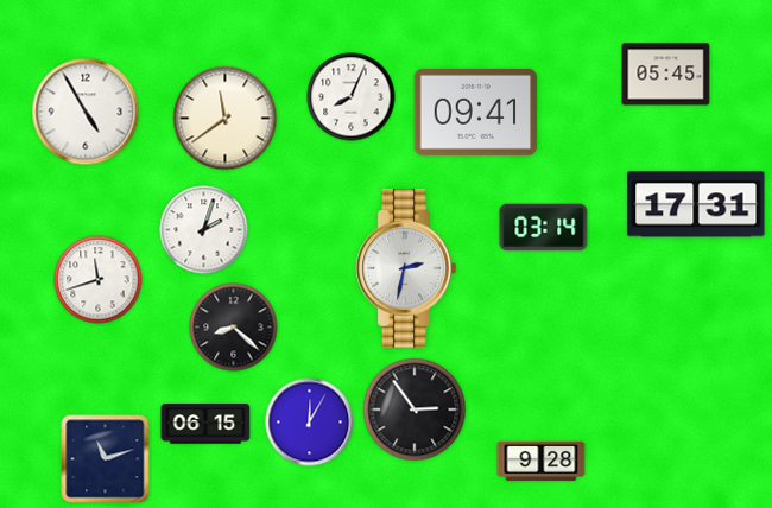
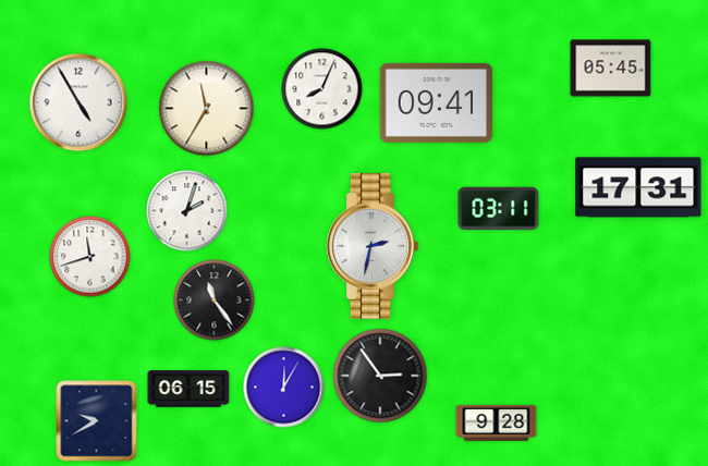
clock at (226, 119): 11:39 -> 11:35
clock at (544, 228): 03:14 -> 03:11
clock at (234, 328): 8:22 -> 11:24
clock at (106, 459): 11:12 -> 9:40
